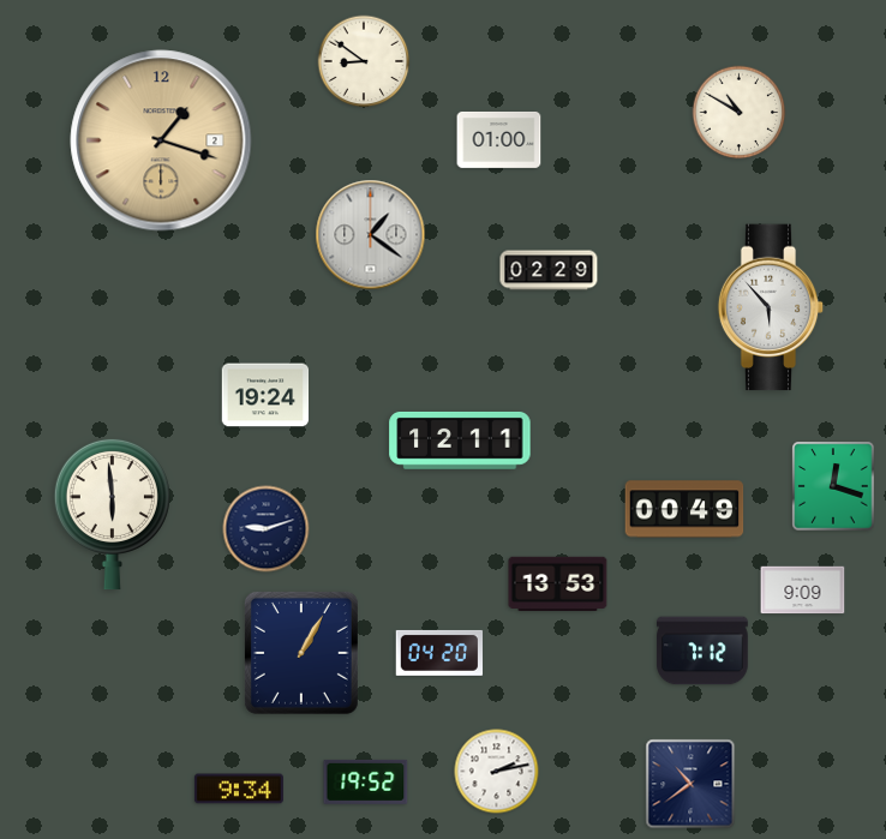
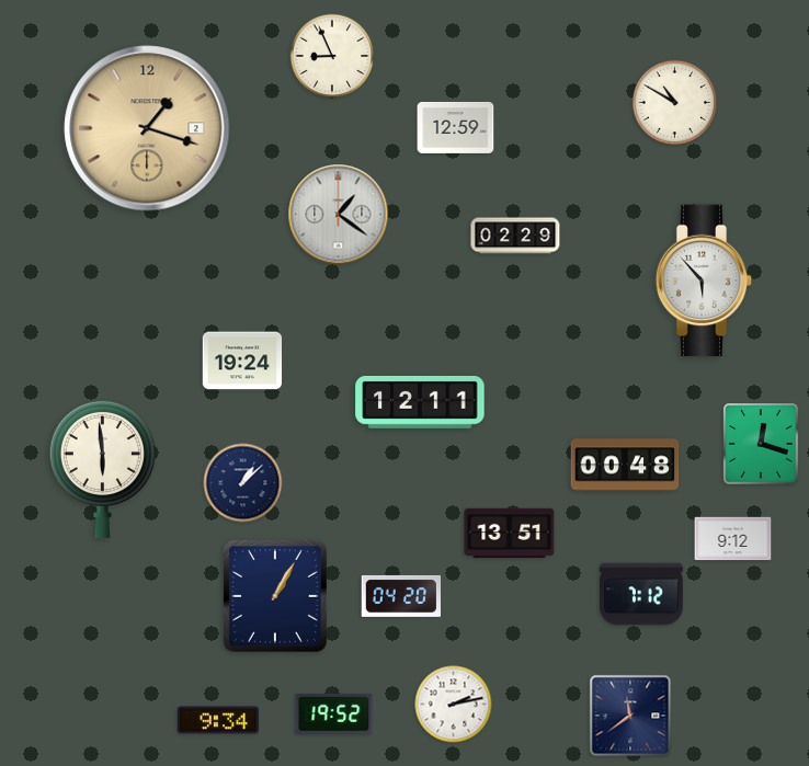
clock at (364, 61): 8:51 -> 8:56
clock at (499, 140): 01:00 -> 12:59
clock at (549, 270) position: (549, 270) -> (515, 236)
clock at (684, 509): 00:49 -> 00:48
clock at (267, 529): 9:12 -> 1:08
clock at (558, 583): 13:53 -> 13:51
clock at (803, 591): 9:09 -> 9:12
clock at (690, 784): 10:39 -> 11:39
